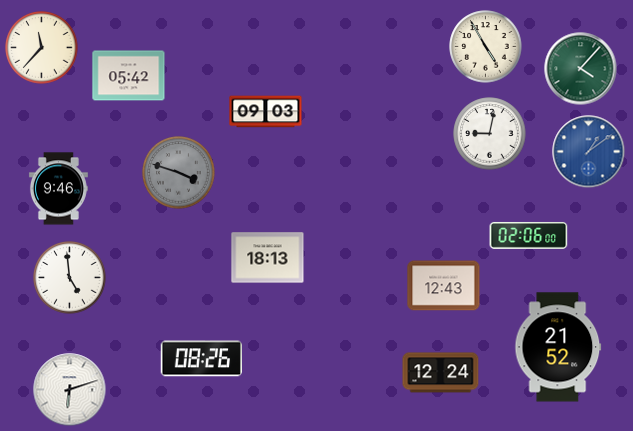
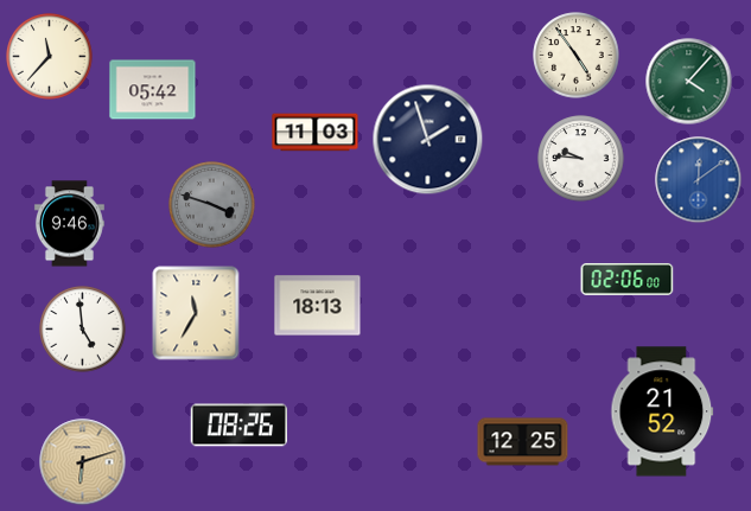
clock at (486, 47): 4:55 -> 4:54
clock at (266, 112): 09:03 -> 11:03
clock at (428, 140): none -> 1:57
clock at (490, 134): 9:02 -> 9:46
clock at (589, 152): 1:09 -> 12:09
clock at (196, 313): none -> 11:35
clock at (444, 286): 12:43 -> none
clock at (441, 373): 12:24 -> 12:25
clock at (70, 390) dial: white -> champagne
